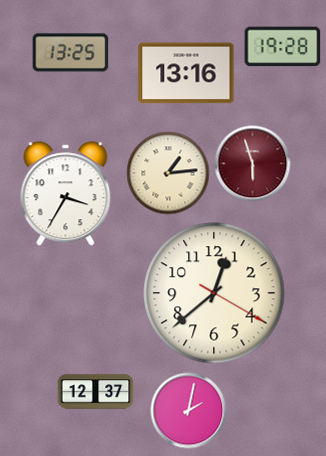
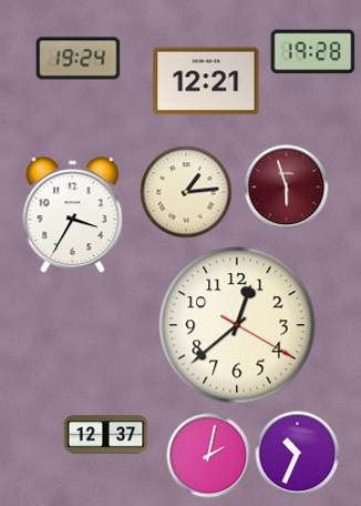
clock at (71, 53): 13:25 -> 19:24
clock at (186, 73): 13:16 -> 12:21
clock at (253, 164) position: (253, 164) -> (287, 188)
clock at (298, 454): none -> 10:34
